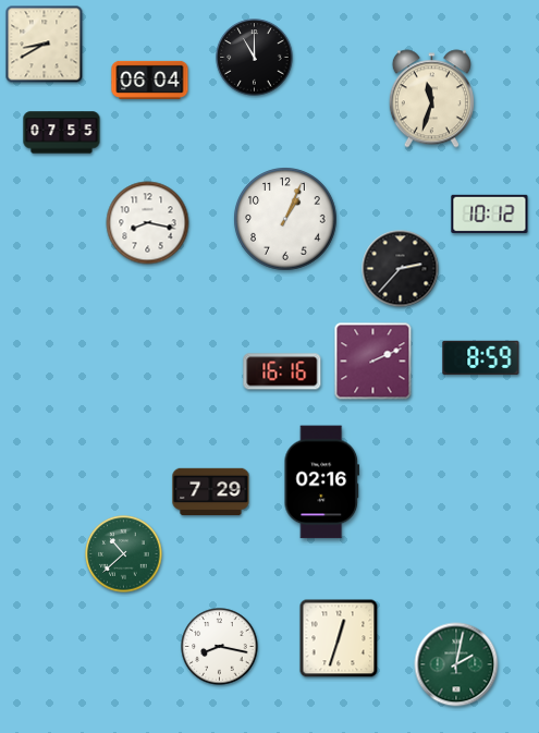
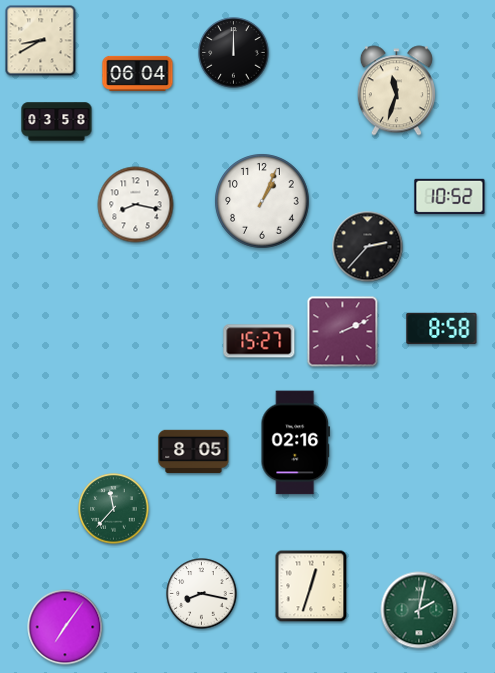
clock at (255, 58): 11:00 -> 12:00
clock at (62, 133): 07:55 -> 03:58
clock at (490, 213): 10:12 -> 10:52
clock at (481, 357): 8:59 -> 8:58
clock at (282, 371): 16:16 -> 15:27
clock at (211, 492): 7:29 -> 8:05
clock at (124, 554): 10:38 -> 11:37
clock at (65, 627): none -> 7:06
